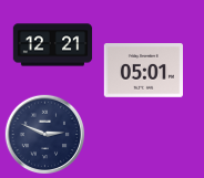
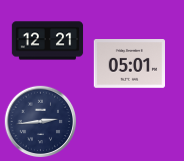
clock at (45, 135): 2:49 -> 2:44
